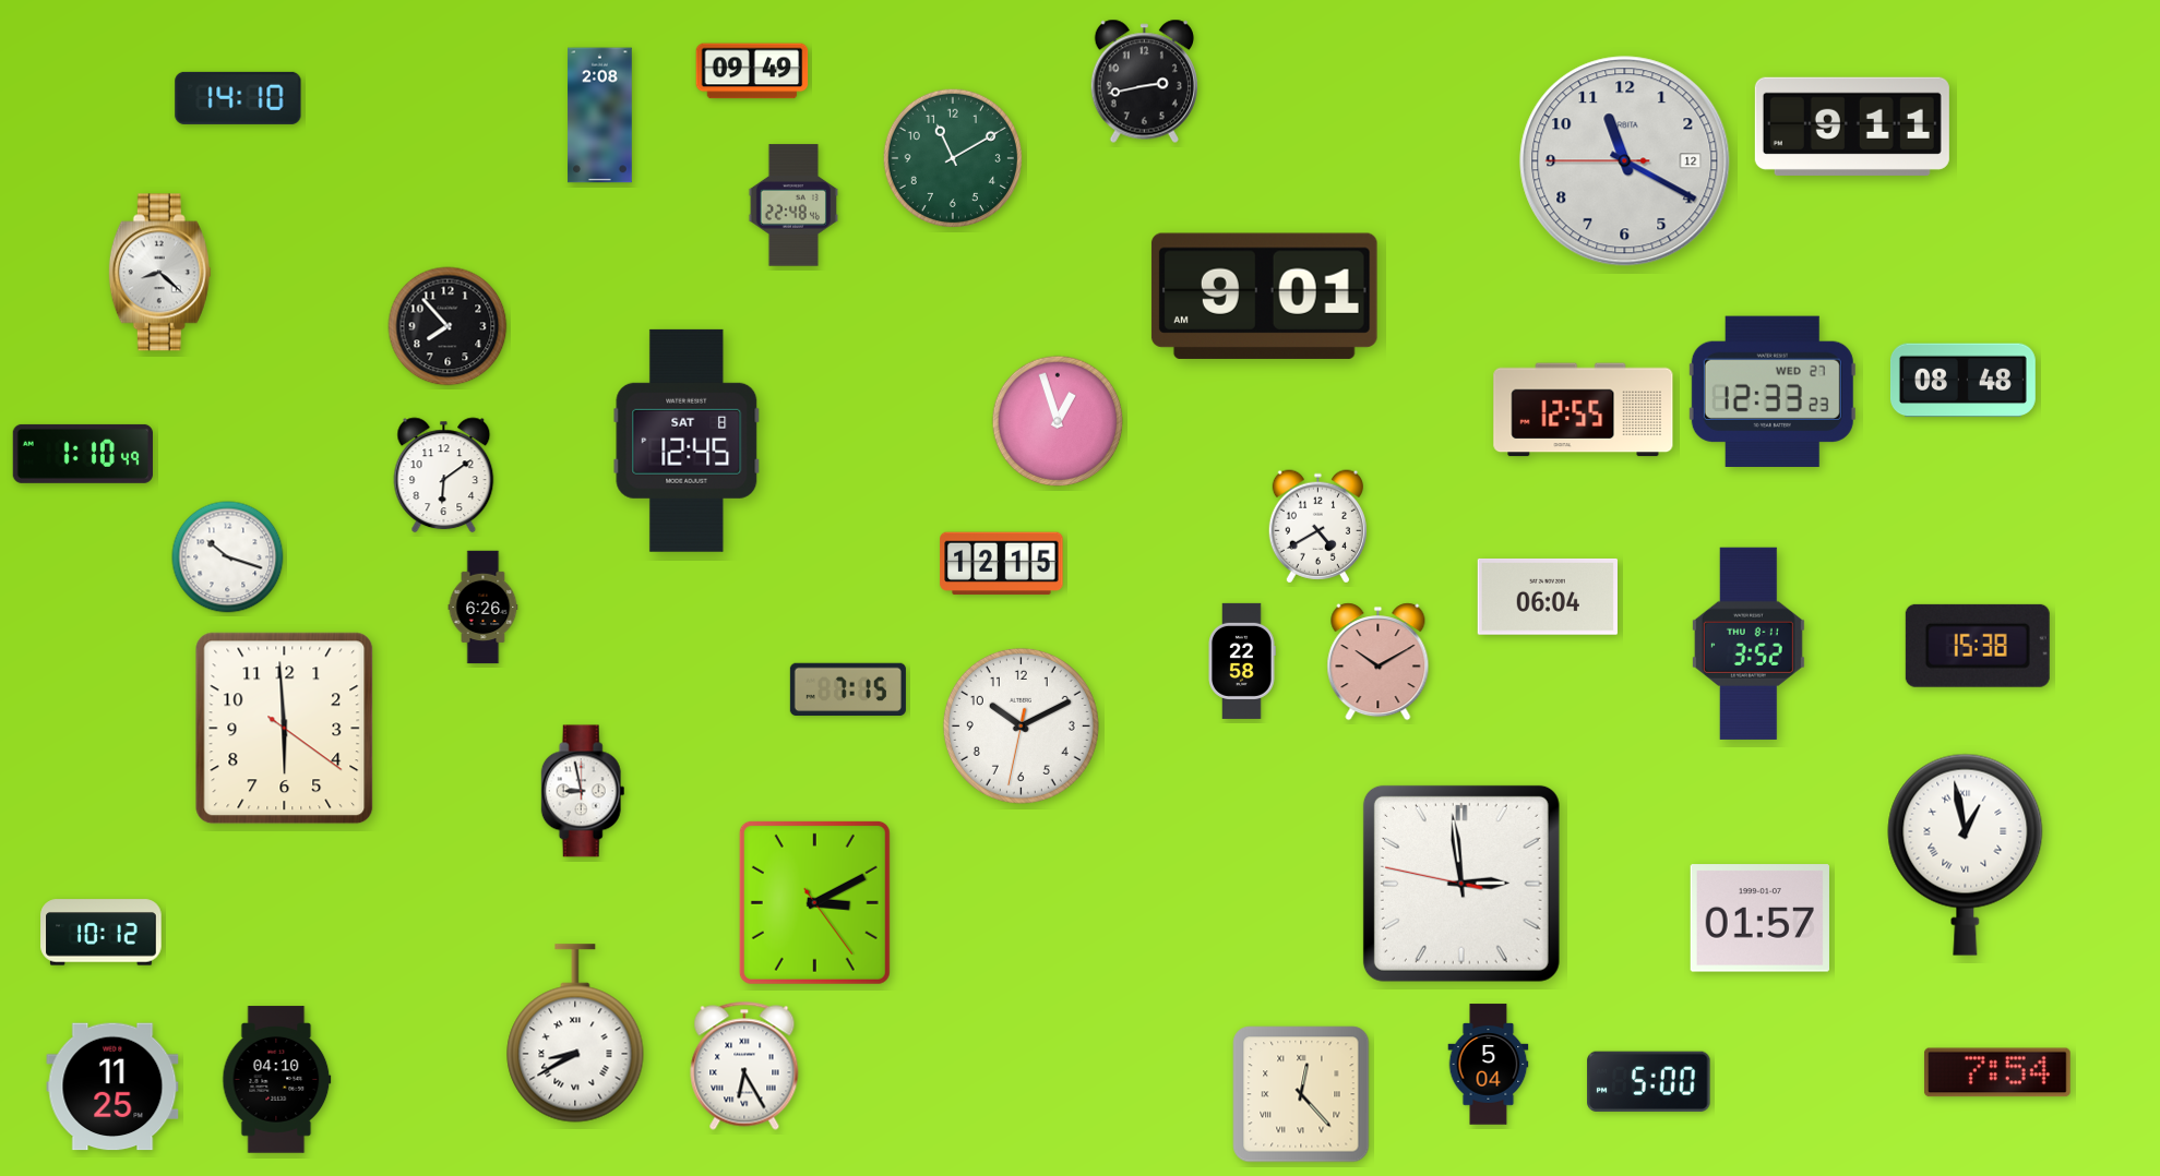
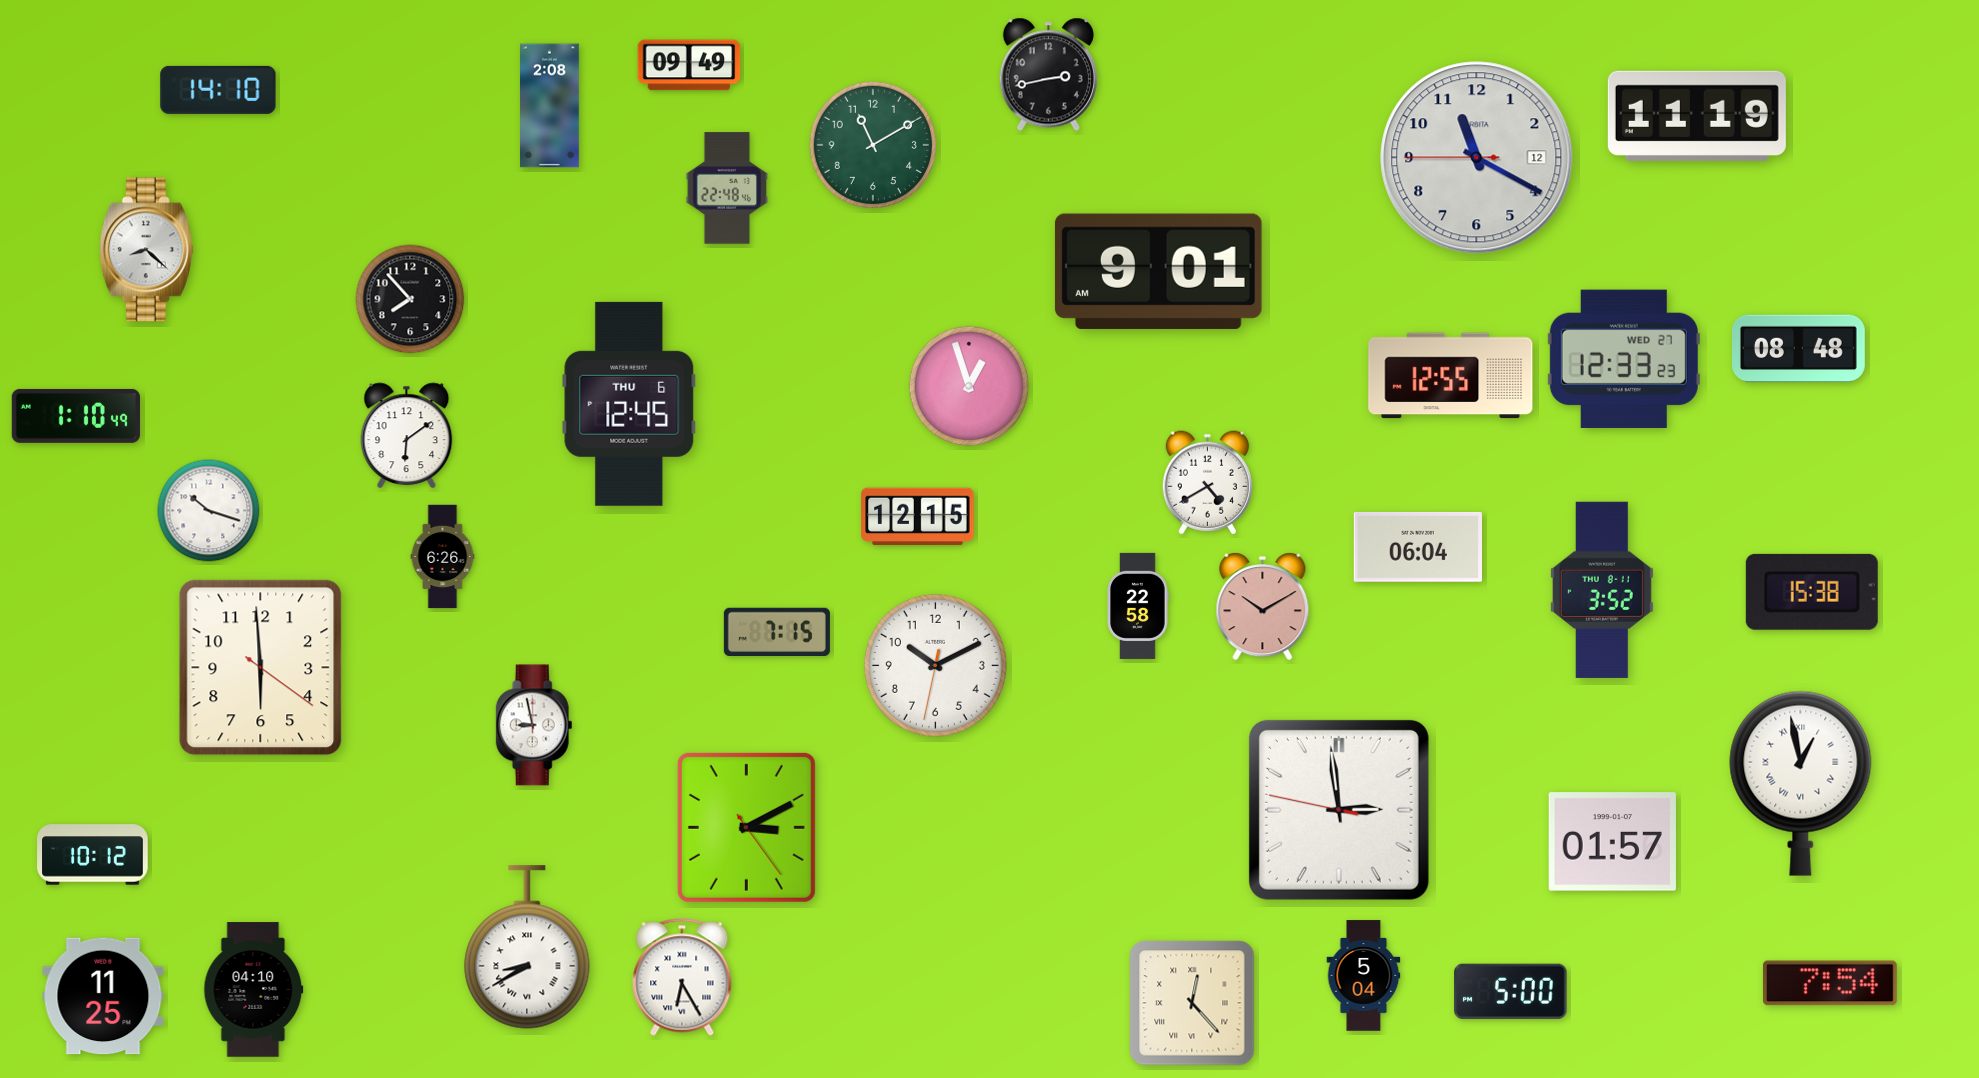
clock at (1852, 127): 9:11 -> 11:19
clock at (1625, 161) position: (1625, 161) -> (1477, 158)
clock at (687, 441) date: SAT 8 -> THU 6
